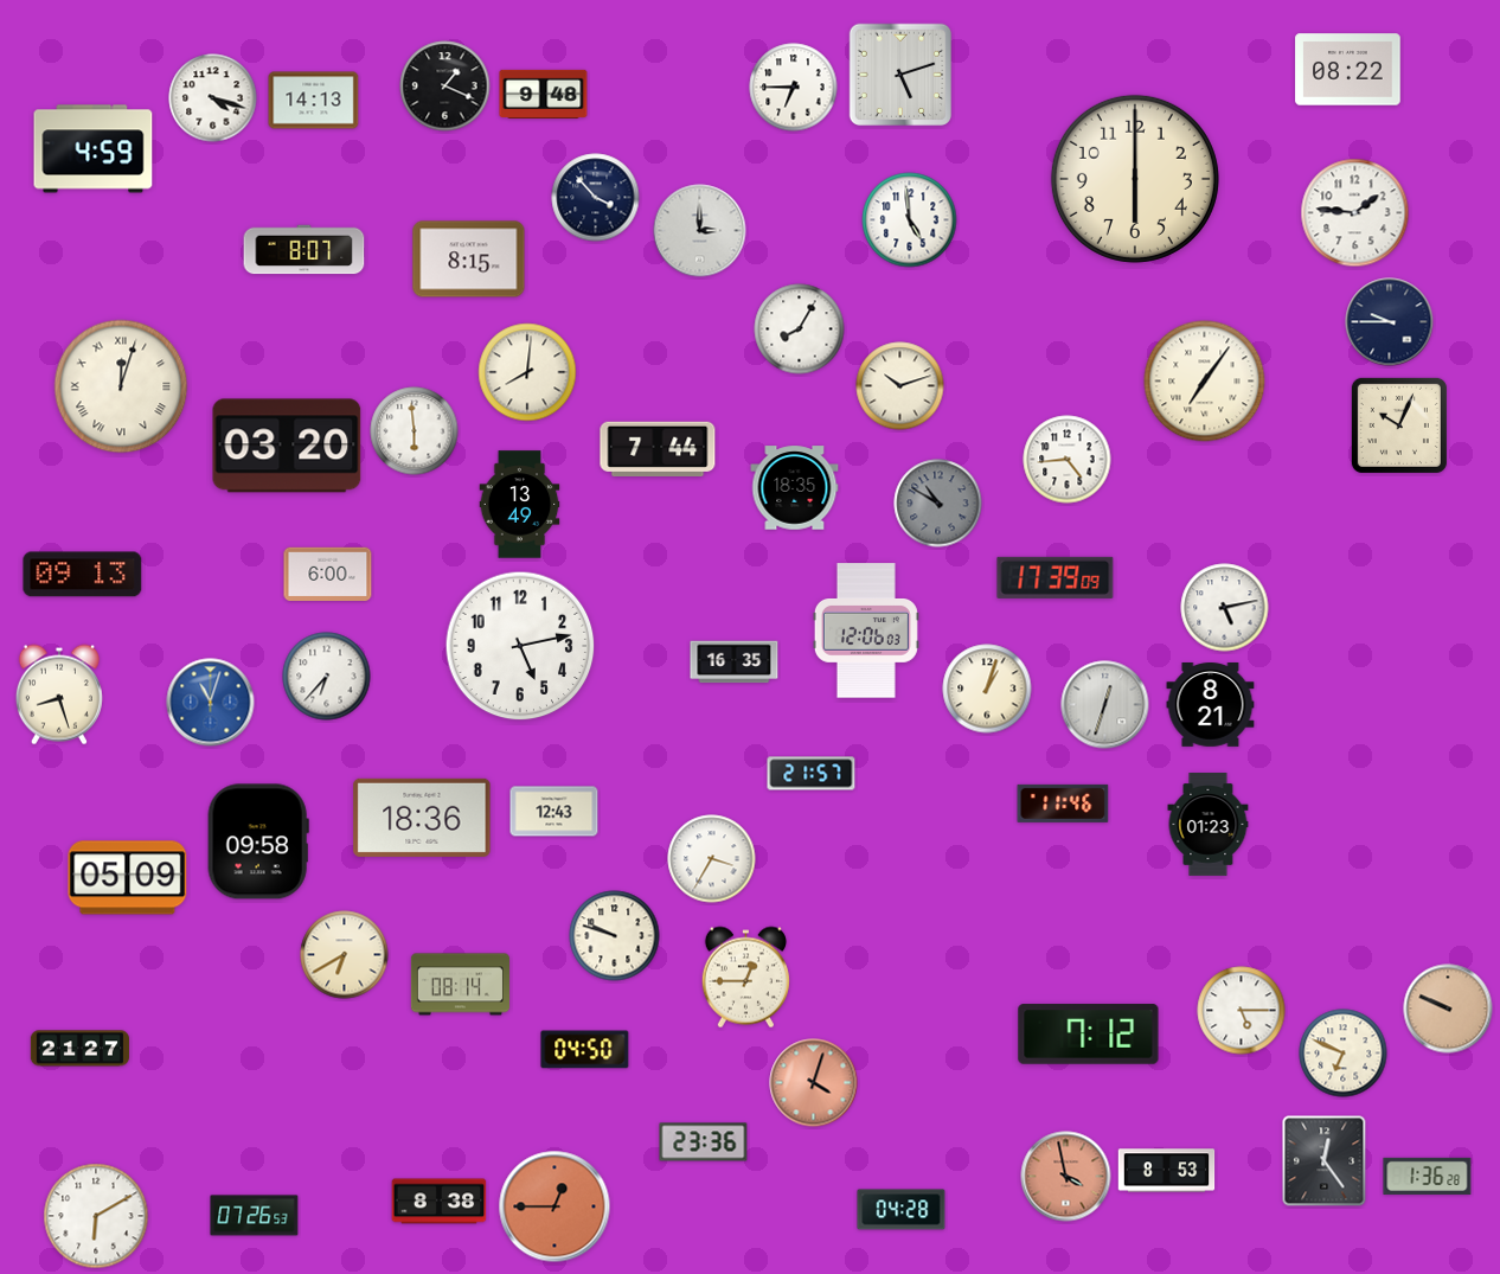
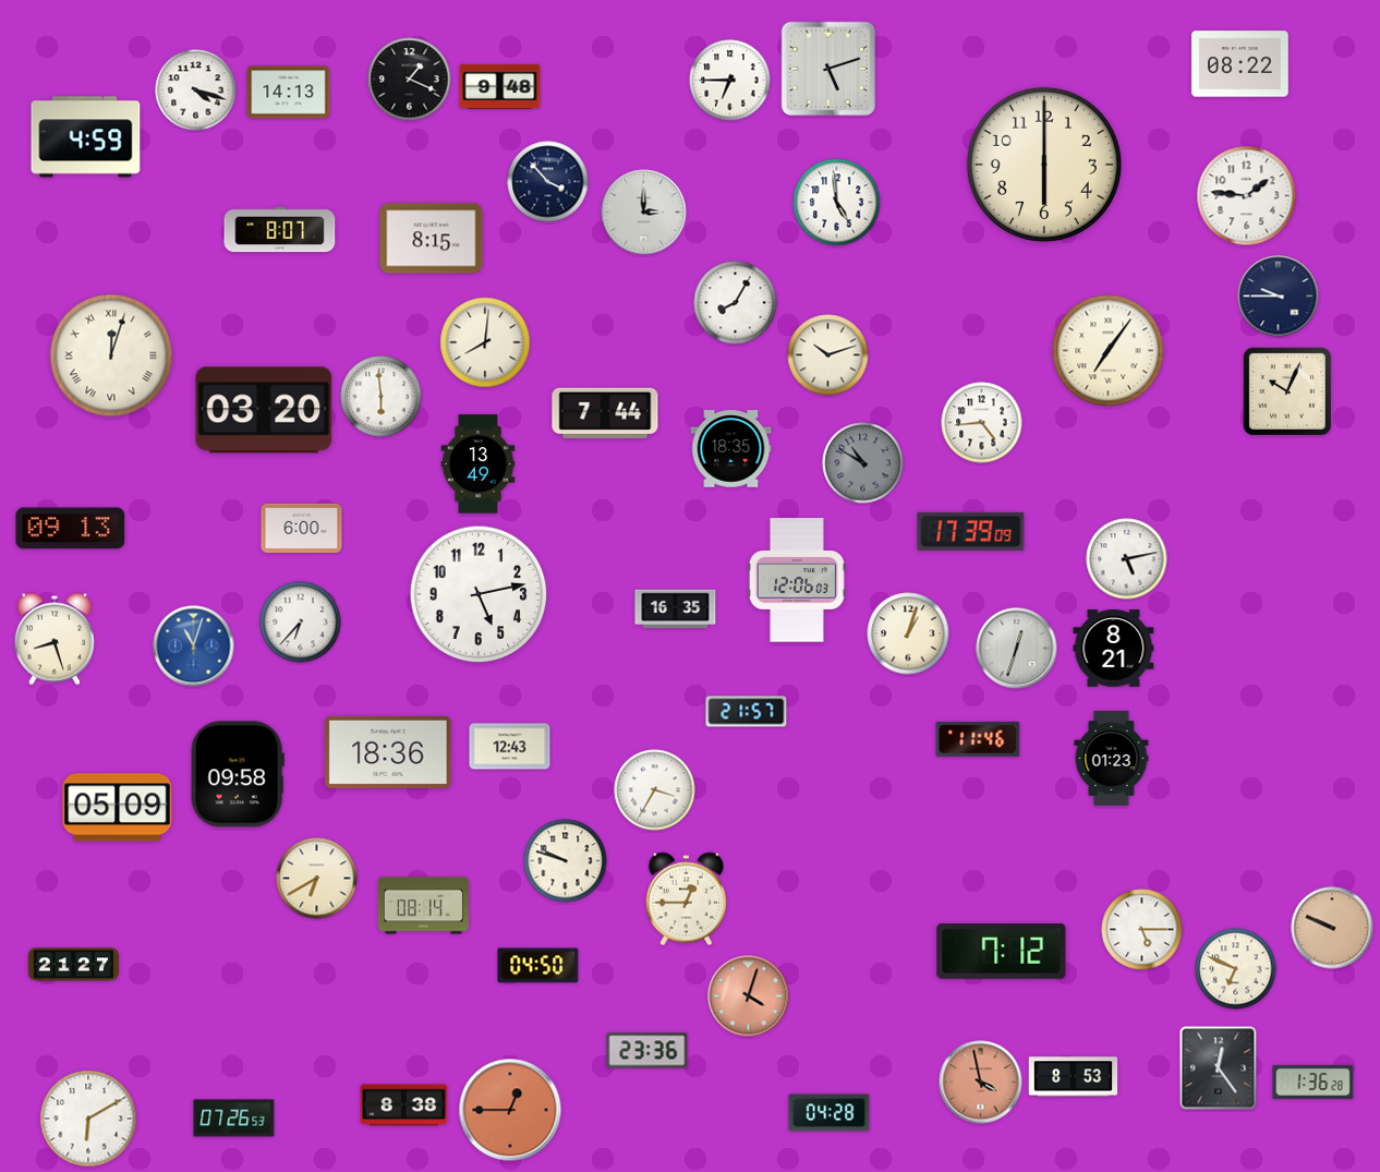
clock at (83, 575) position: (83, 575) -> (71, 529)
